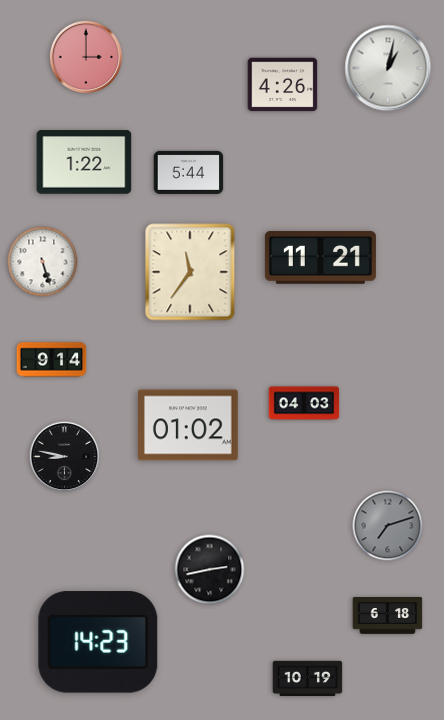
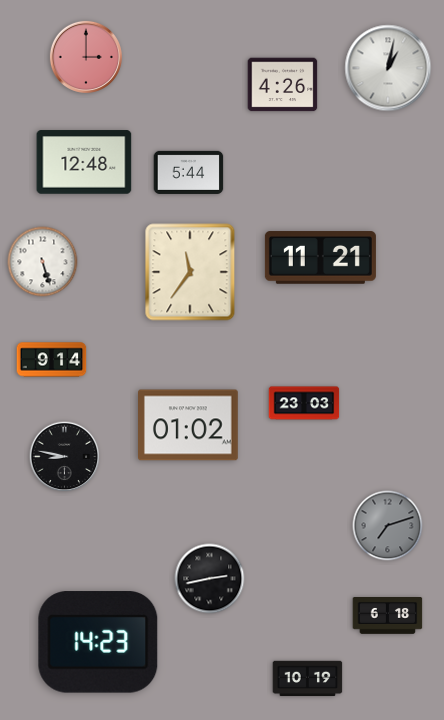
clock at (84, 162): 1:22 -> 12:48
clock at (304, 403): 04:03 -> 23:03
clock at (210, 570) position: (210, 570) -> (210, 579)
